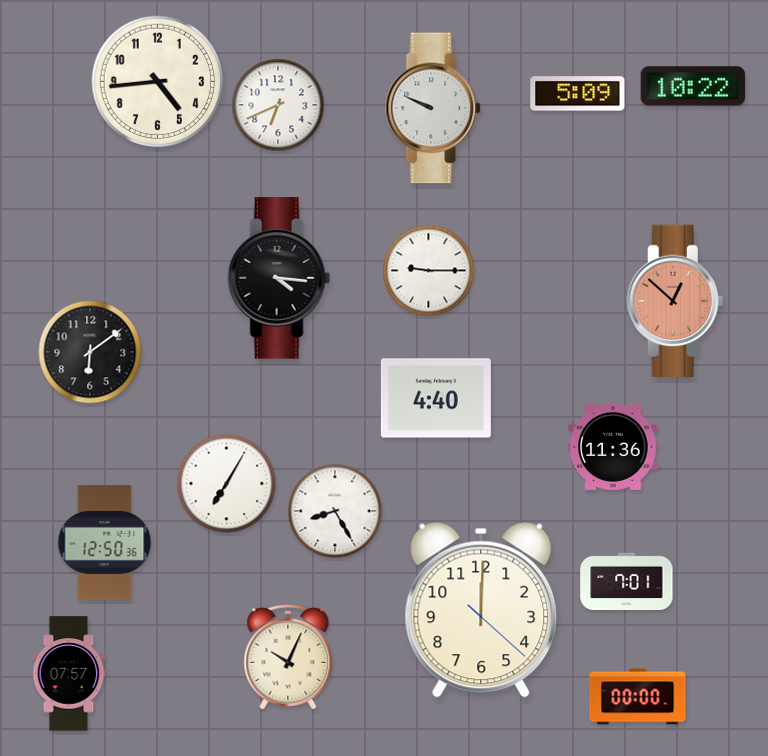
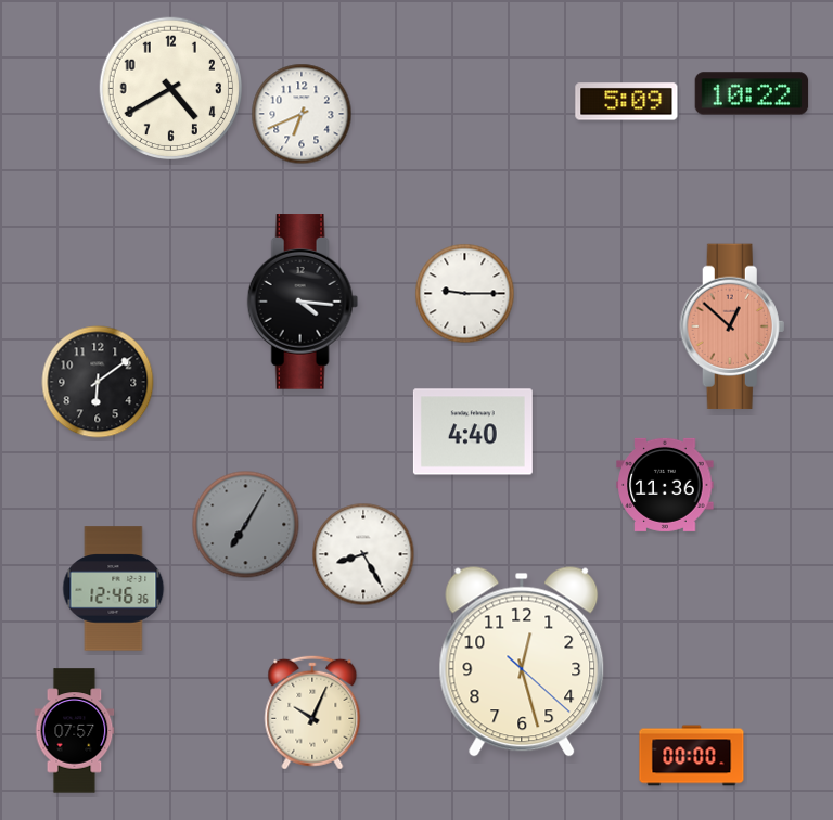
clock at (157, 81): 4:44 -> 4:40
clock at (434, 108): 9:49 -> none
clock at (227, 484) dial: white -> grey
clock at (105, 543): 12:50 -> 12:46
clock at (627, 581): 7:01 -> none
clock at (481, 610): 12:00 -> 12:27
